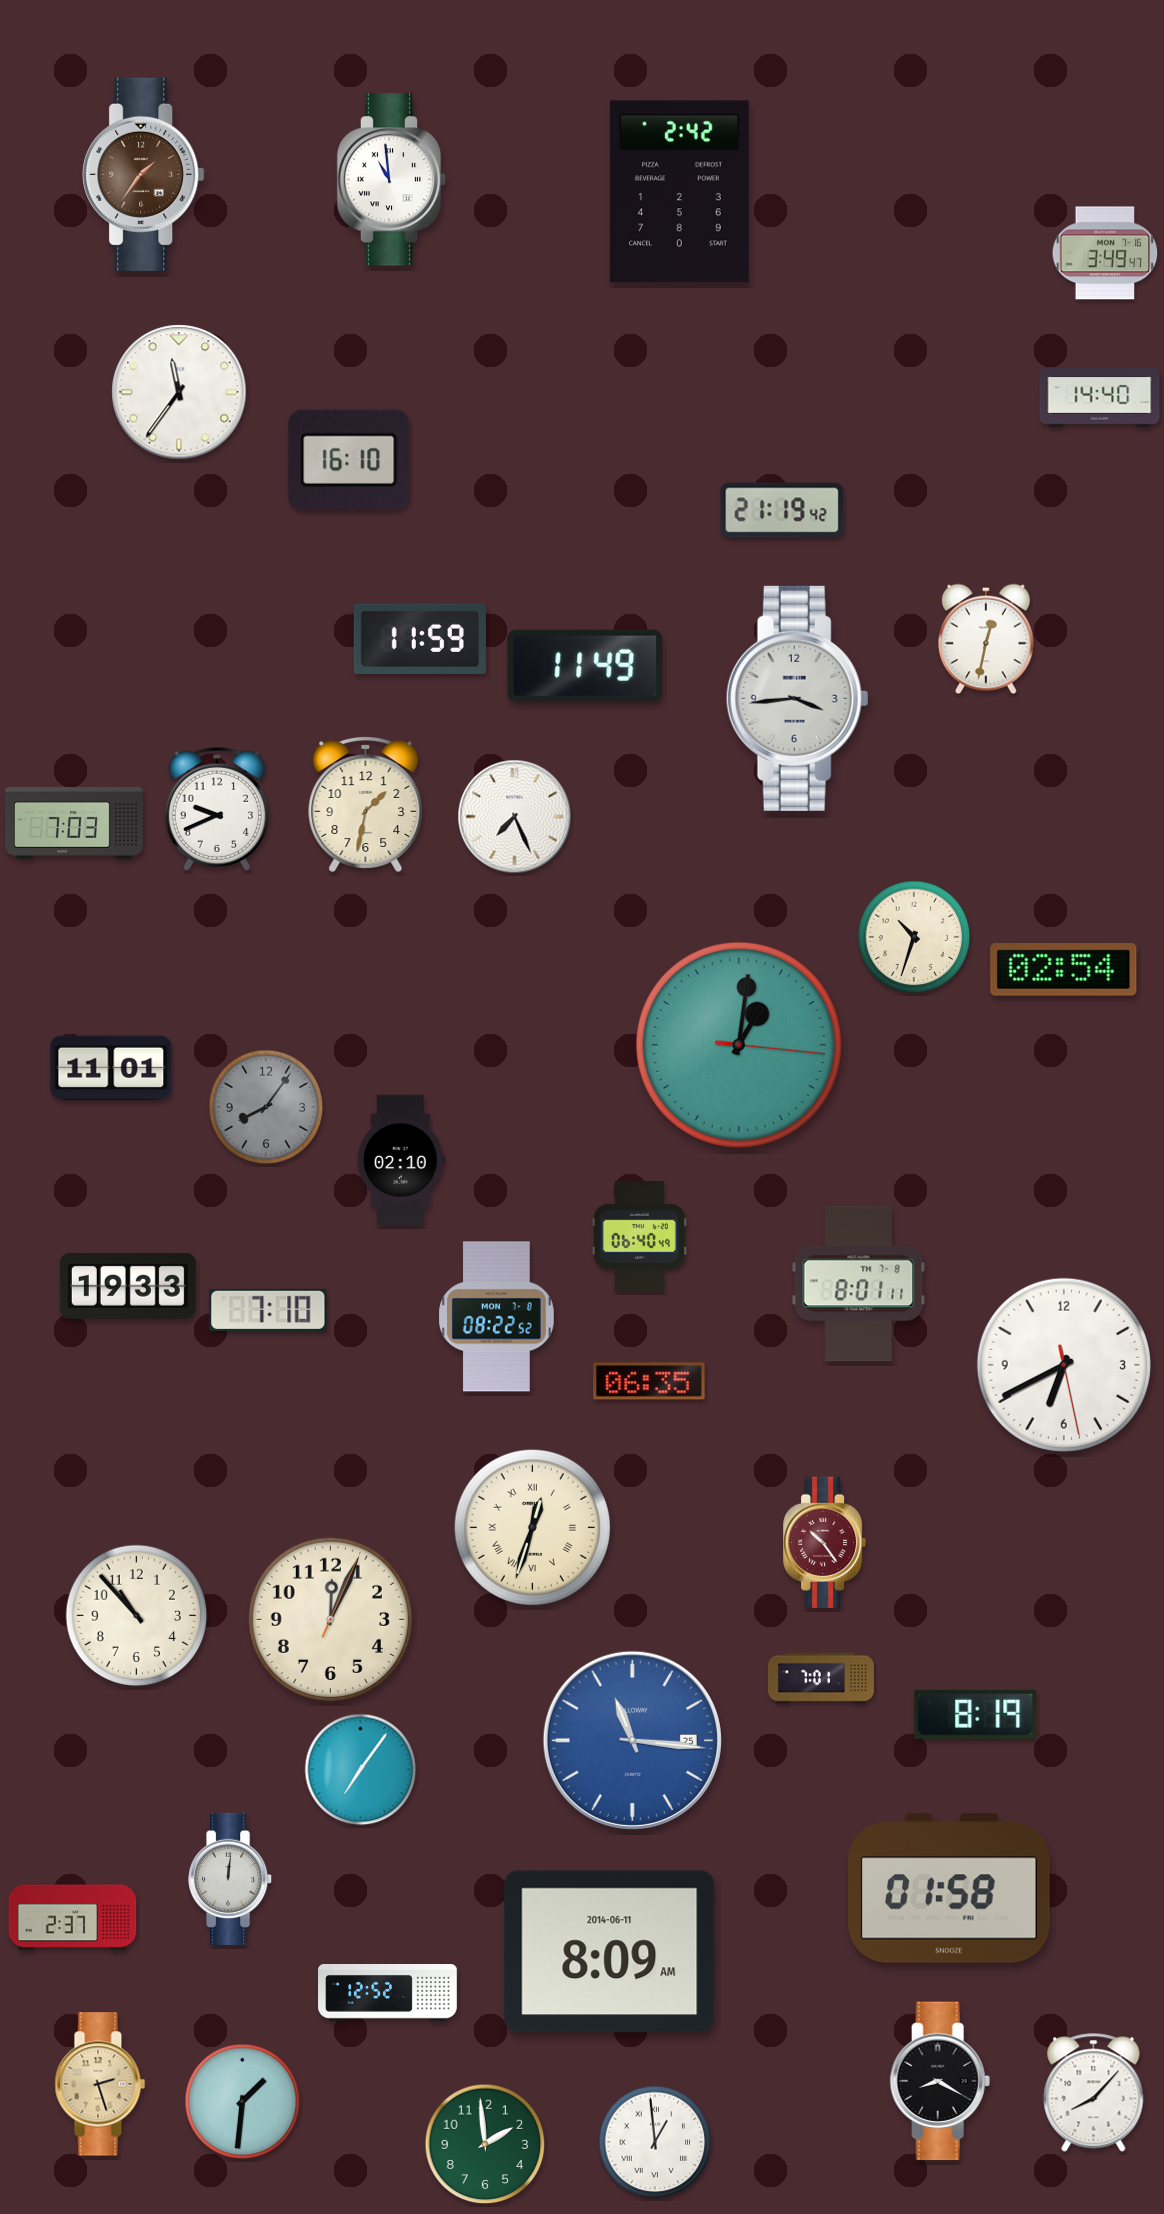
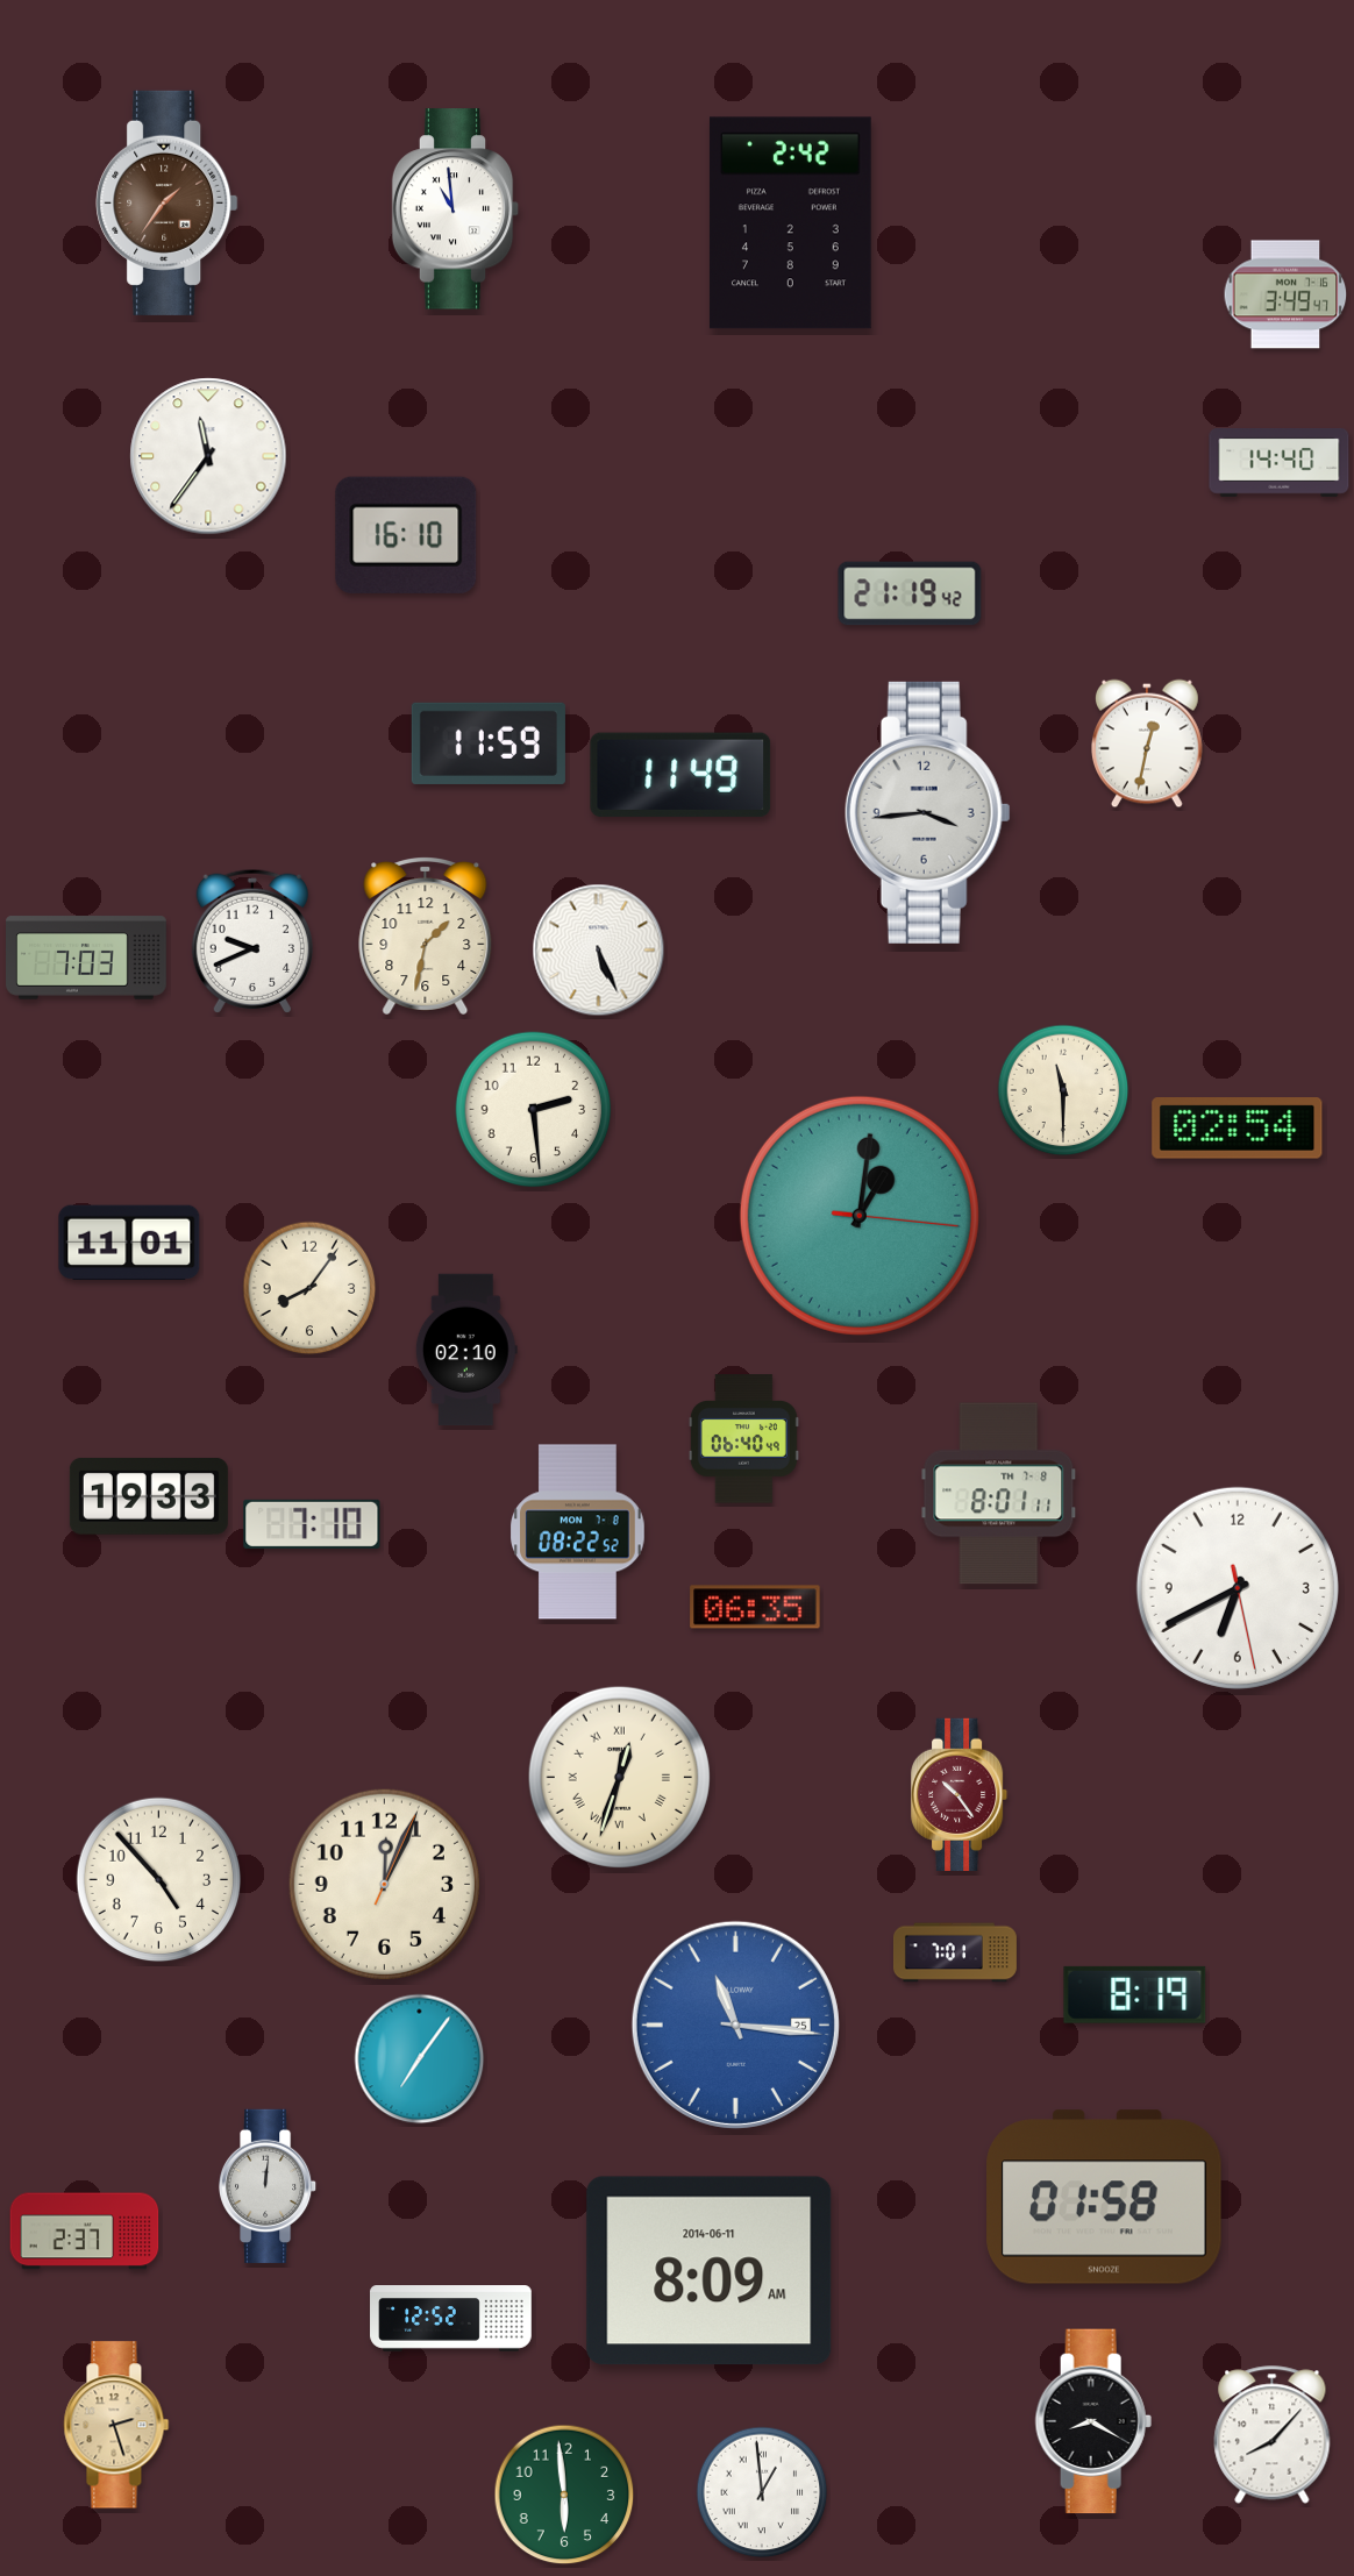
clock at (515, 817): 7:26 -> 5:26
clock at (914, 937): 10:33 -> 11:30
clock at (534, 1110): none -> 2:29
clock at (266, 1107) dial: grey -> cream
clock at (137, 1616): 10:53 -> 4:53
clock at (243, 2102): 1:31 -> none
clock at (485, 2144): 1:59 -> 5:59
